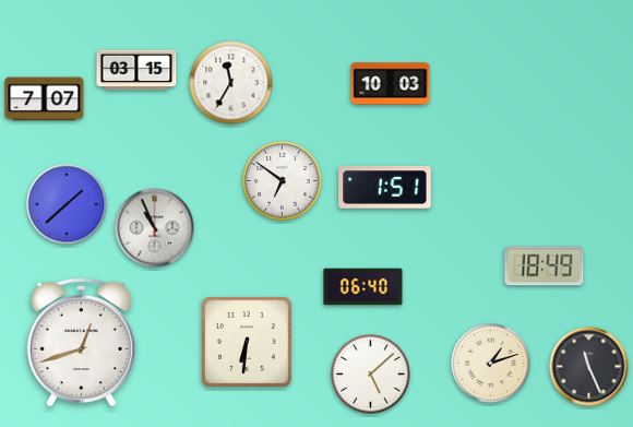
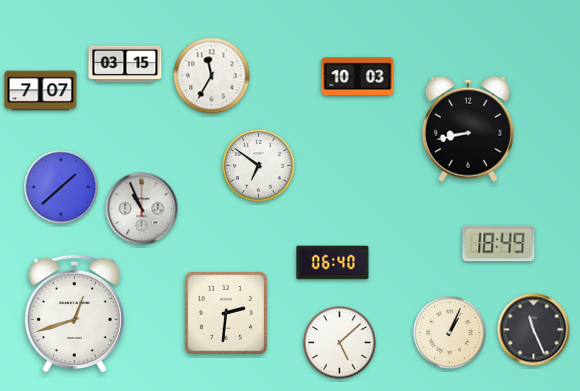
clock at (468, 129): none -> 8:43
clock at (385, 188): 1:51 -> none
clock at (247, 342): 6:31 -> 2:31
clock at (491, 364): 1:12 -> 1:04
clock at (589, 367) position: (589, 367) -> (534, 330)
